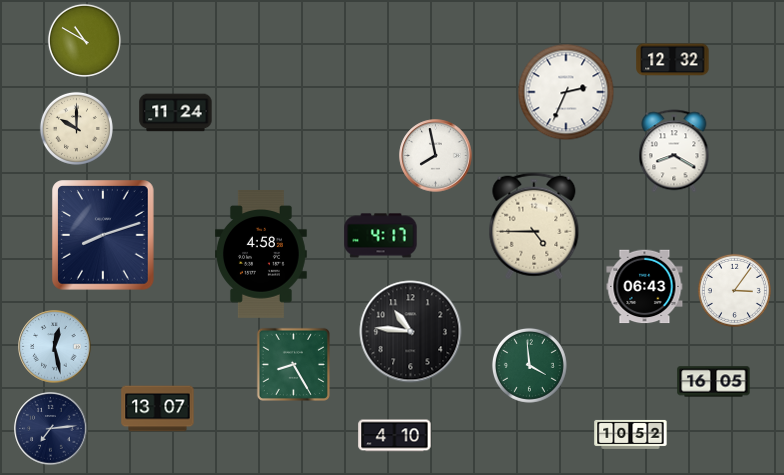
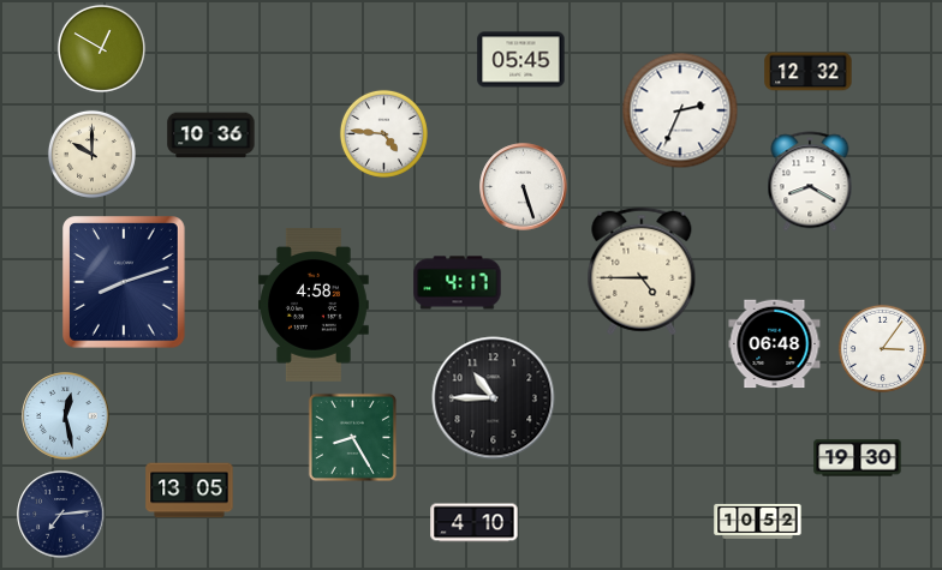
clock at (84, 40): 10:50 -> 12:50
clock at (521, 60): none -> 05:45
clock at (383, 133): none -> 4:46
clock at (176, 113): 11:24 -> 10:36
clock at (436, 156): 7:58 -> 5:27
clock at (645, 287): 06:43 -> 06:48
clock at (411, 332): 10:46 -> 10:45
clock at (529, 365): 3:59 -> none
clock at (714, 382): 16:05 -> 19:30
clock at (158, 409): 13:07 -> 13:05
